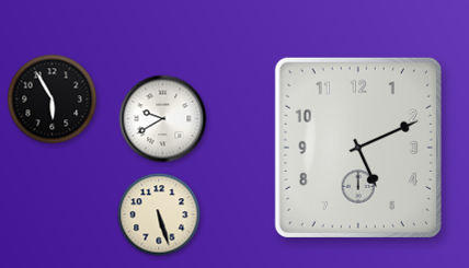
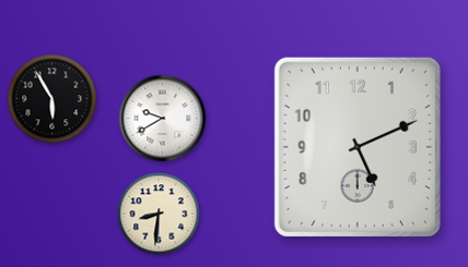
clock at (159, 214): 5:27 -> 8:31
